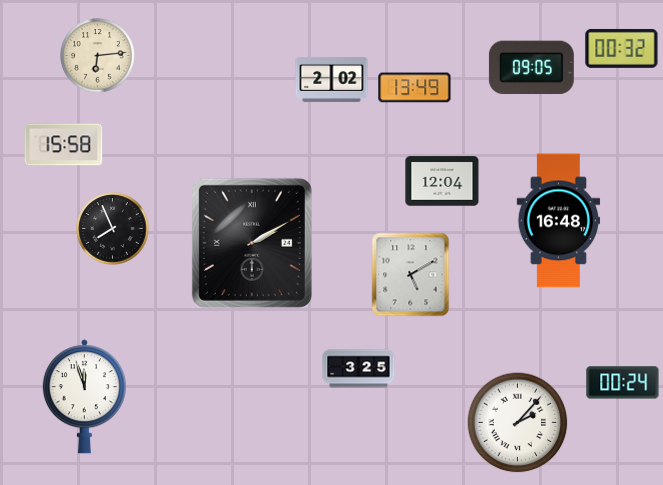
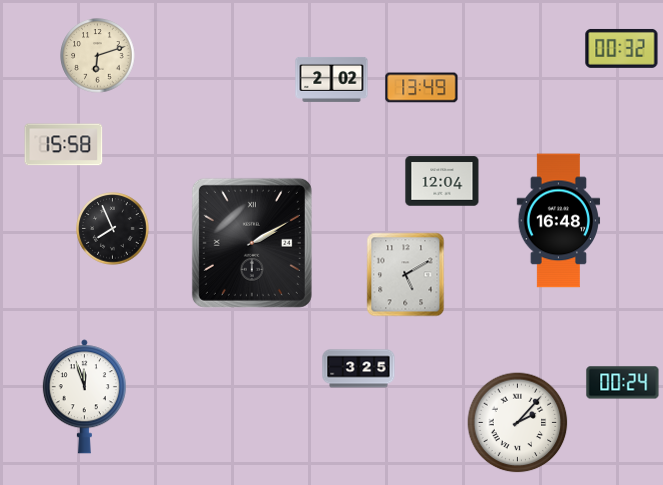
clock at (98, 56): 6:14 -> 6:12
clock at (531, 68): 09:05 -> none
clock at (415, 88) position: (415, 88) -> (422, 88)
clock at (411, 275) position: (411, 275) -> (406, 275)
